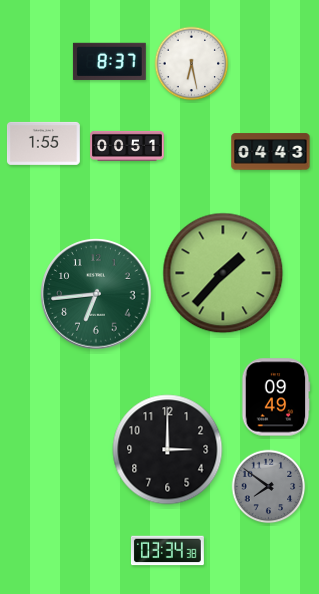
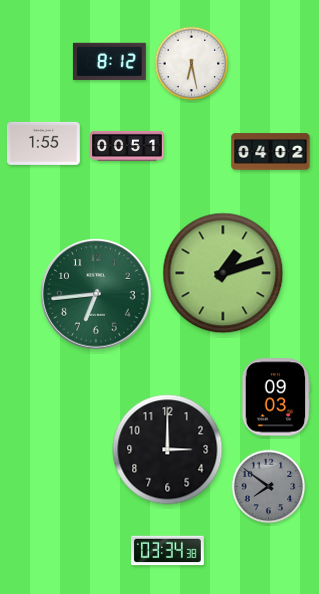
clock at (109, 61): 8:37 -> 8:12
clock at (271, 152): 04:43 -> 04:02
clock at (223, 273): 1:37 -> 1:12
clock at (276, 397): 09:49 -> 09:03
